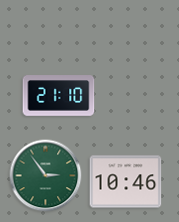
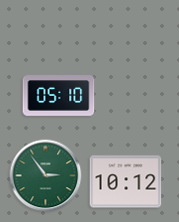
clock at (59, 96): 21:10 -> 05:10
clock at (126, 182): 10:46 -> 10:12
